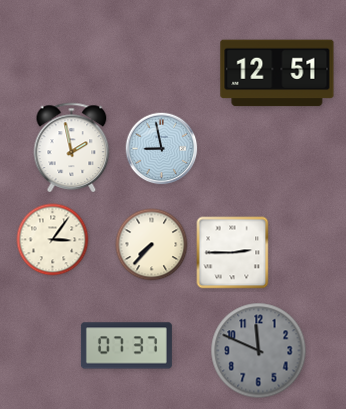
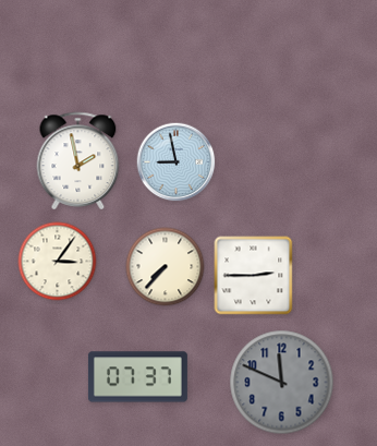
clock at (277, 73): 12:51 -> none
